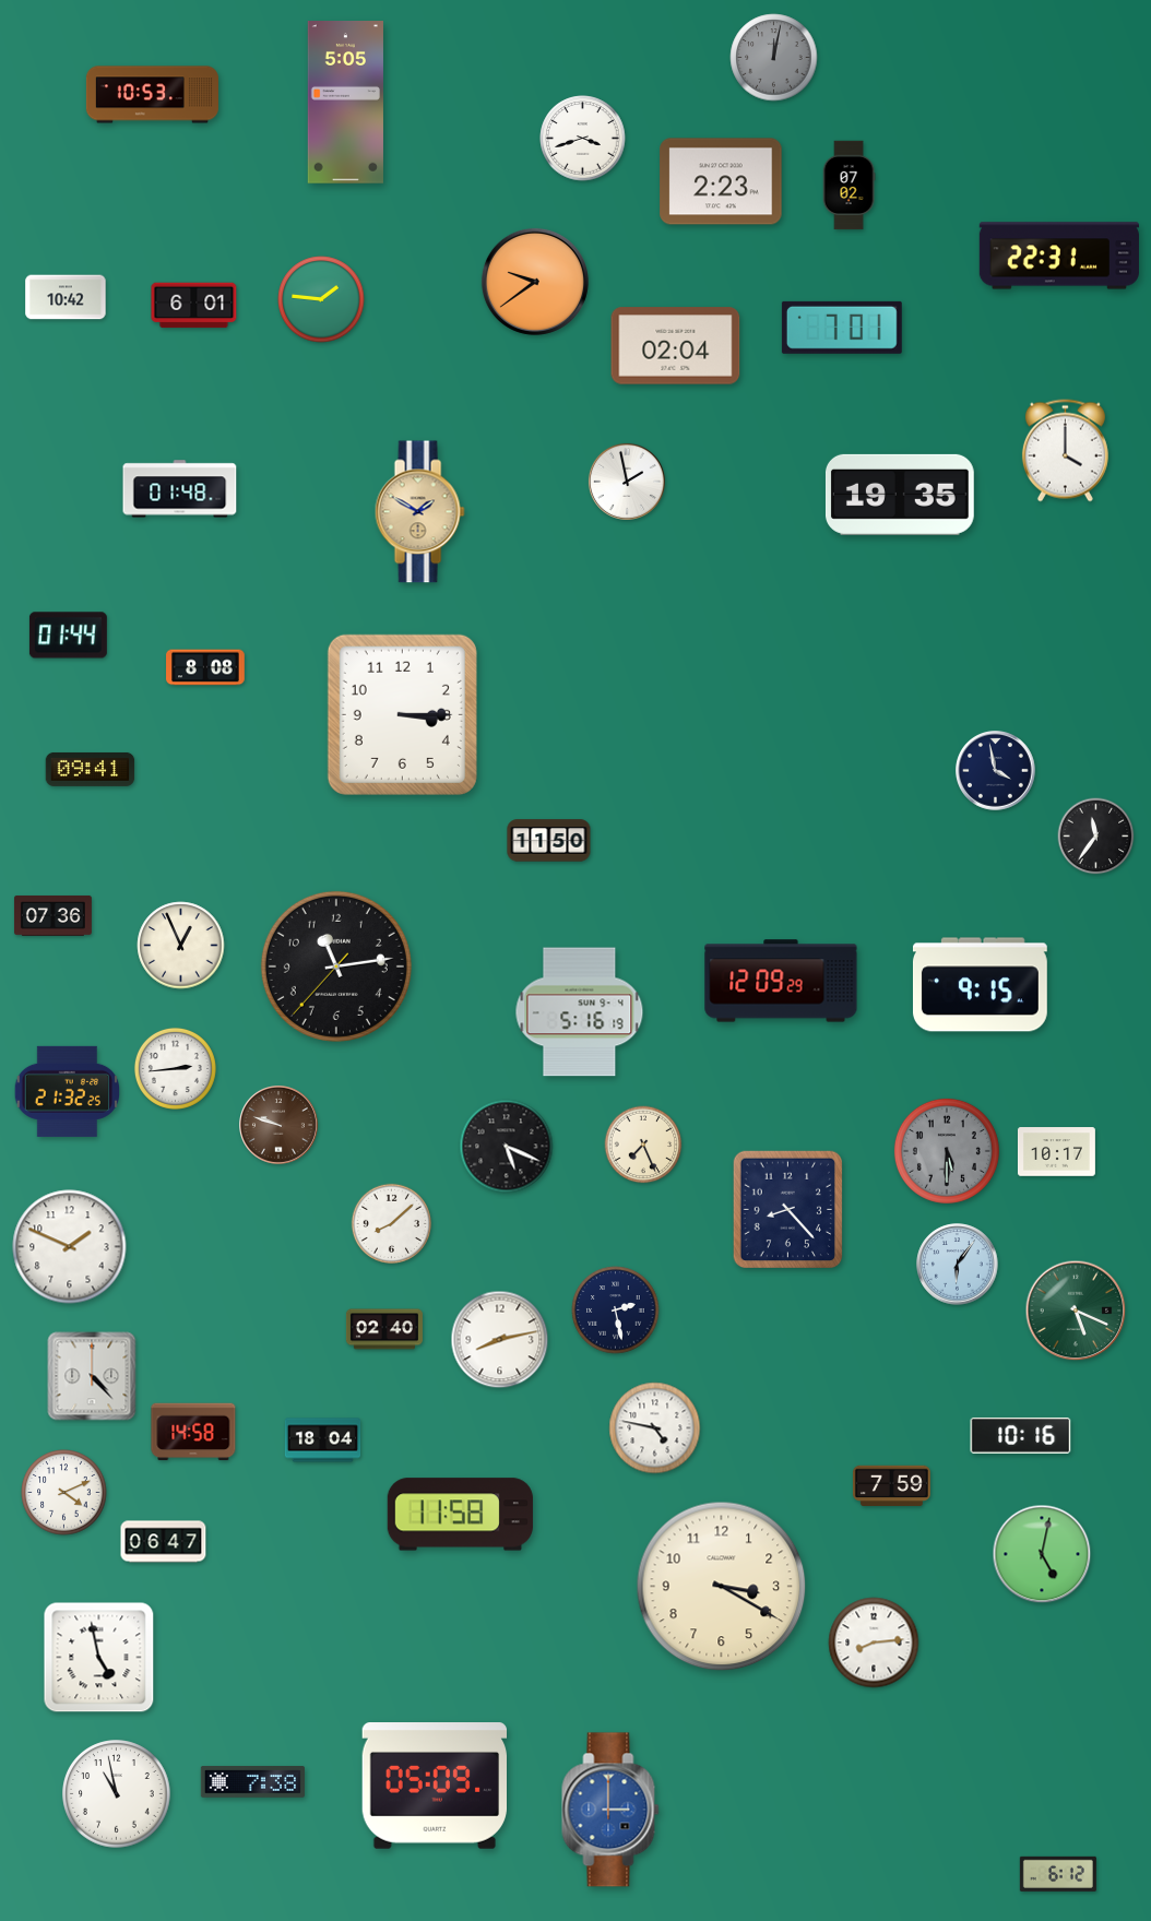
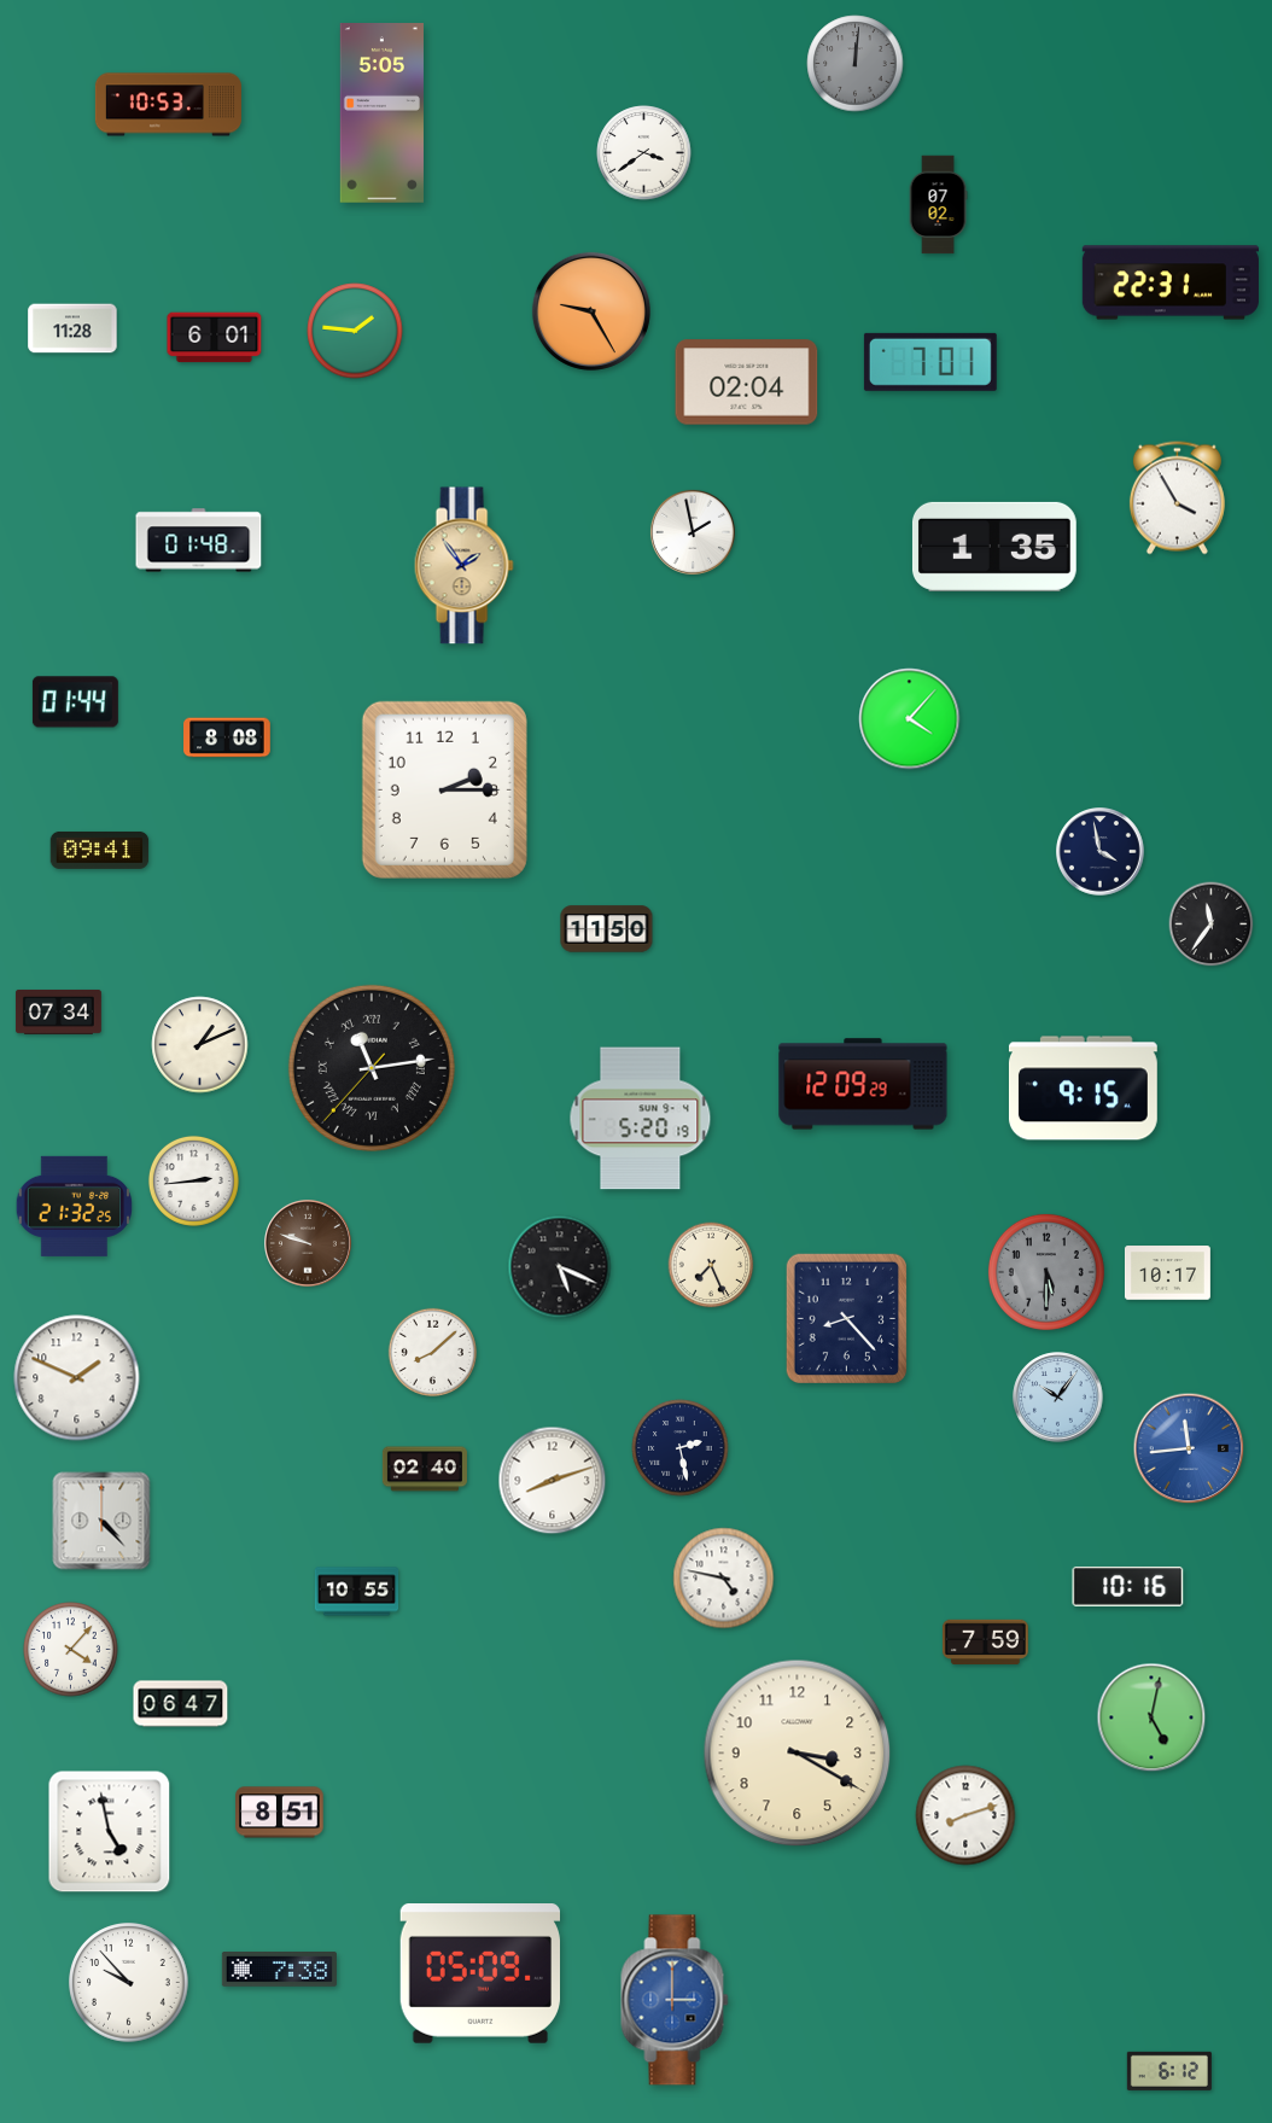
clock at (774, 58): 12:02 -> 12:01
clock at (583, 139): 3:42 -> 3:39
clock at (721, 181): 2:23 -> none
clock at (535, 282): 9:39 -> 9:25
clock at (66, 297): 10:42 -> 11:28
clock at (1065, 451): 4:00 -> 3:55
clock at (900, 495): 19:35 -> 1:35
clock at (419, 512): 1:50 -> 1:54
clock at (910, 719): none -> 4:07
clock at (402, 714): 3:15 -> 2:15
clock at (52, 915): 07:36 -> 07:34
clock at (181, 946): 12:56 -> 1:11
clock at (336, 967) numerals: Arabic -> Roman
clock at (580, 1012): 5:16 -> 5:20
clock at (787, 1210) position: (787, 1210) -> (846, 1319)
clock at (958, 1265): 6:06 -> 10:06
clock at (1076, 1311): 5:19 -> 11:44
clock at (1076, 1311) dial: green -> blue
clock at (500, 1340): 8:13 -> 8:12
clock at (193, 1432): 14:58 -> none
clock at (323, 1440): 18:04 -> 10:55
clock at (64, 1493): 4:11 -> 4:07
clock at (460, 1515): 11:58 -> none
clock at (280, 1813): none -> 8:51
clock at (874, 1643): 8:14 -> 8:12
clock at (117, 1794): 10:58 -> 9:53
